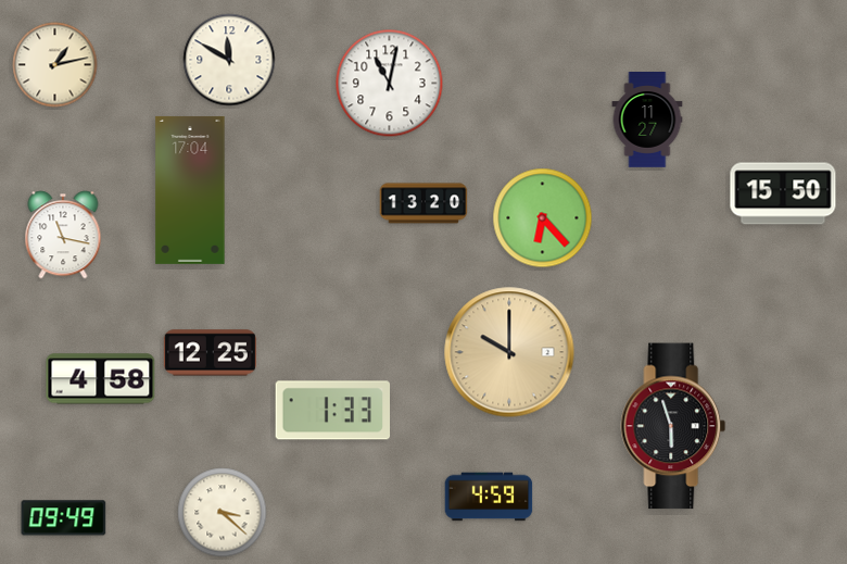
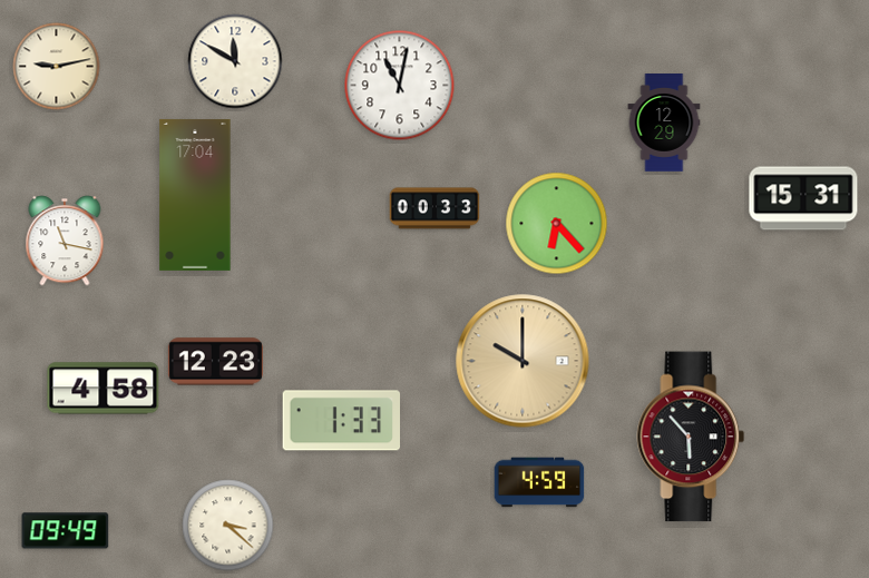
clock at (55, 65): 1:13 -> 9:13
clock at (647, 120): 11:27 -> 12:29
clock at (783, 193): 15:50 -> 15:31
clock at (423, 203): 13:20 -> 00:33
clock at (210, 353): 12:25 -> 12:23
clock at (673, 426): 5:57 -> 5:53
clock at (489, 497) position: (489, 497) -> (539, 482)
